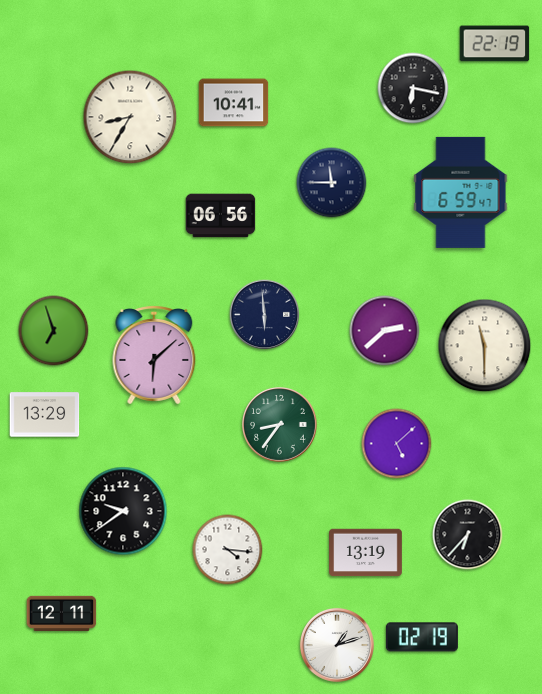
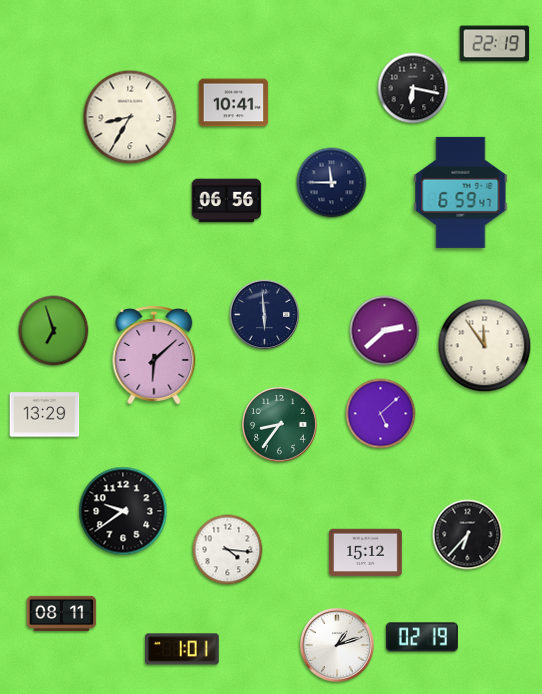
clock at (221, 216) position: (221, 216) -> (227, 201)
clock at (485, 346): 11:30 -> 11:54
clock at (397, 444) position: (397, 444) -> (381, 414)
clock at (366, 553): 13:19 -> 15:12
clock at (62, 613): 12:11 -> 08:11
clock at (182, 649): none -> 1:01
